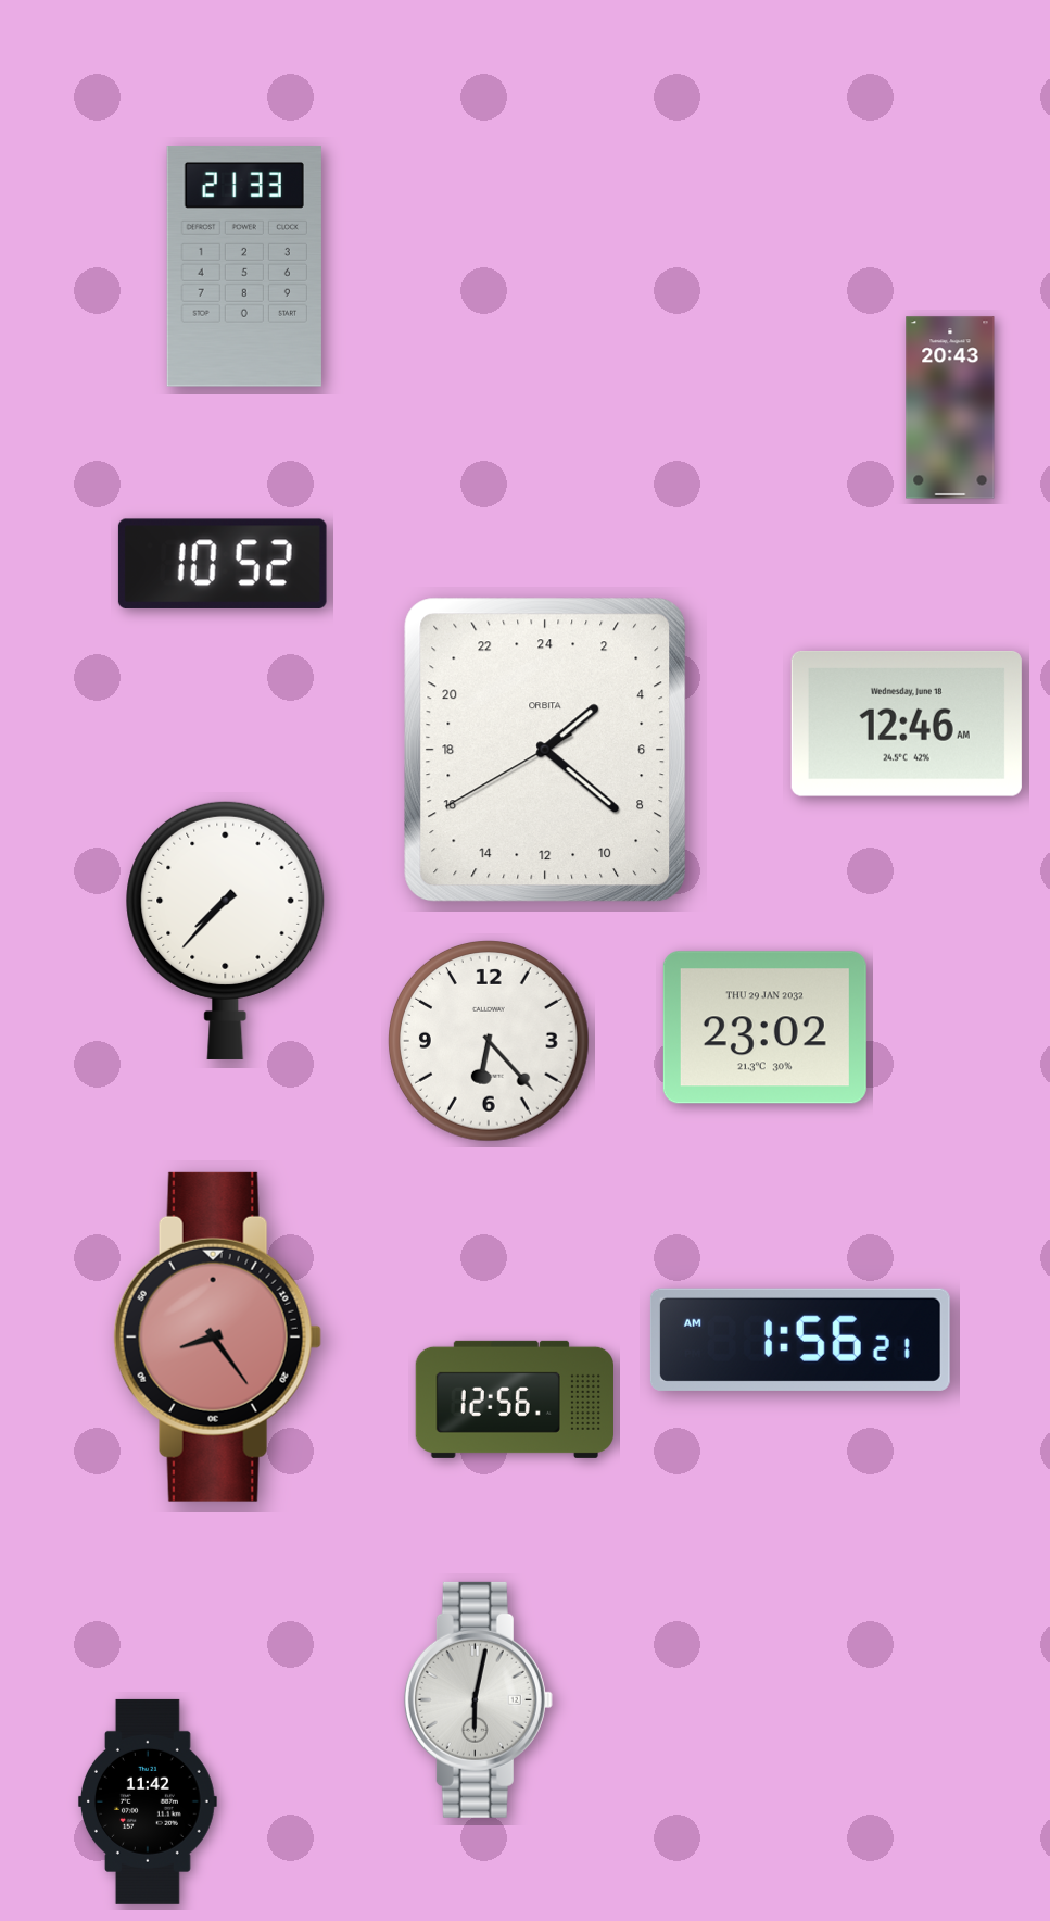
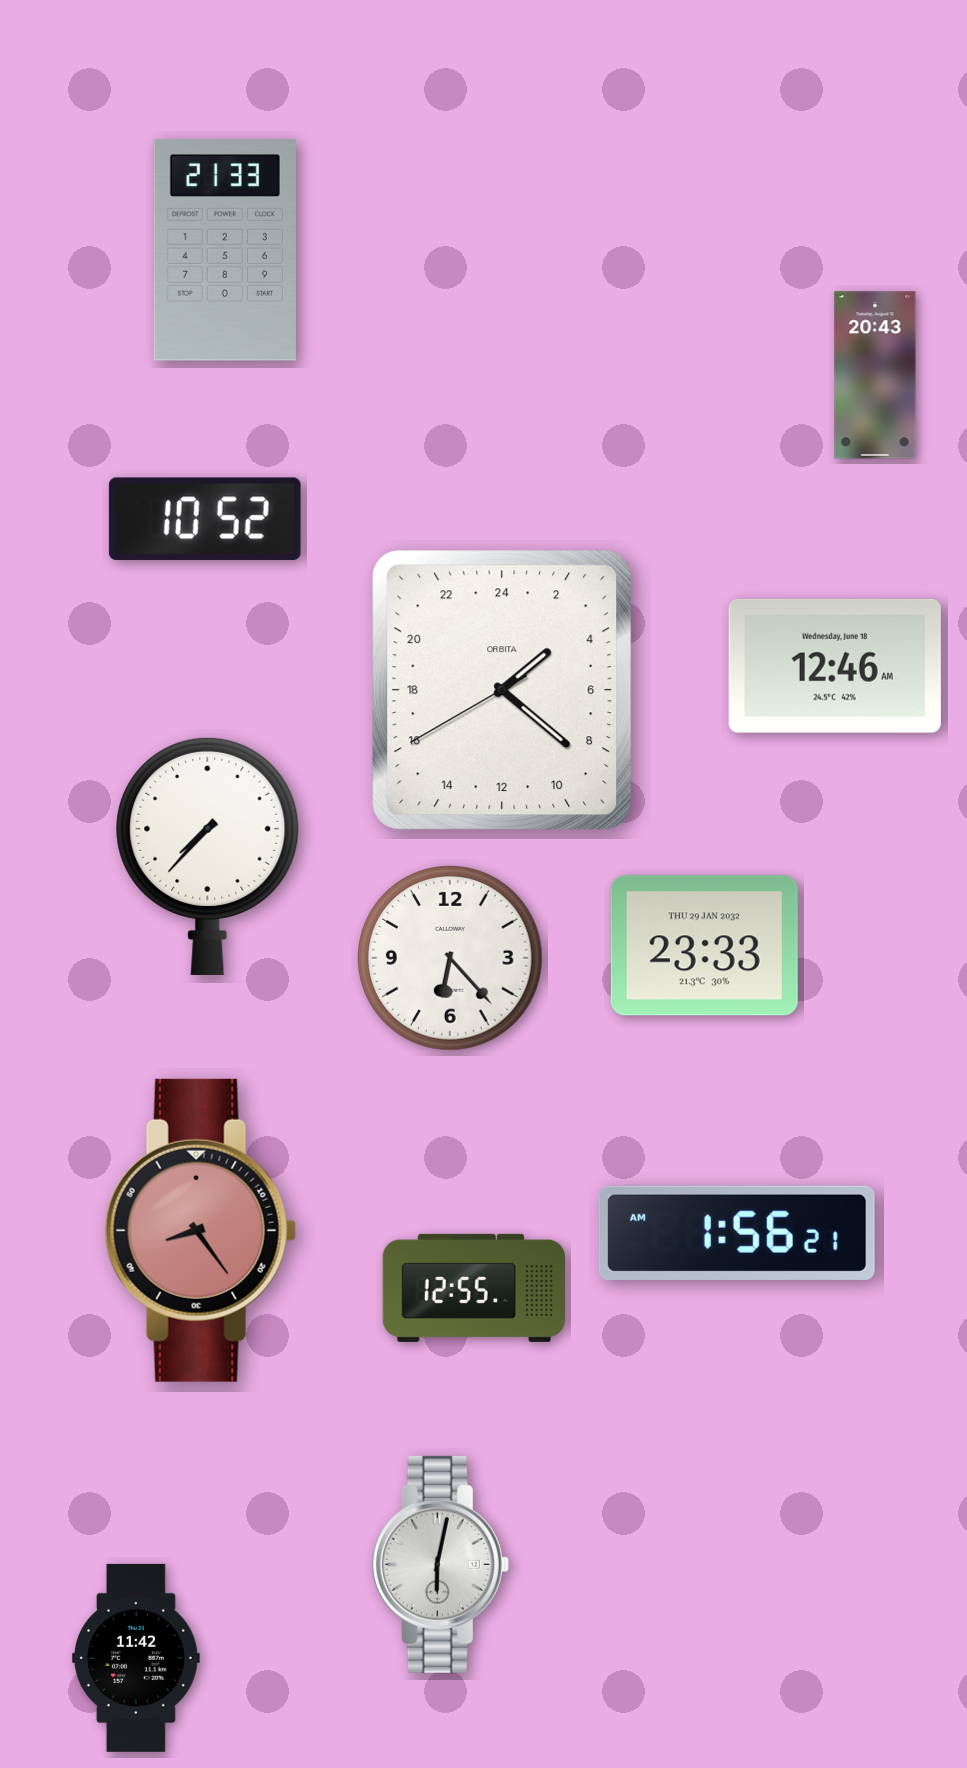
clock at (244, 266) position: (244, 266) -> (225, 250)
clock at (764, 1028): 23:02 -> 23:33
clock at (514, 1399): 12:56 -> 12:55
